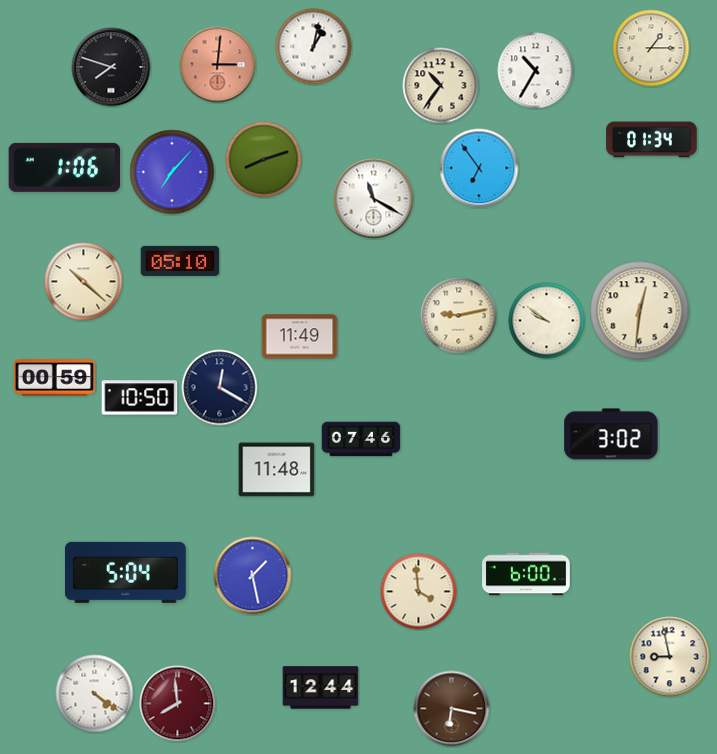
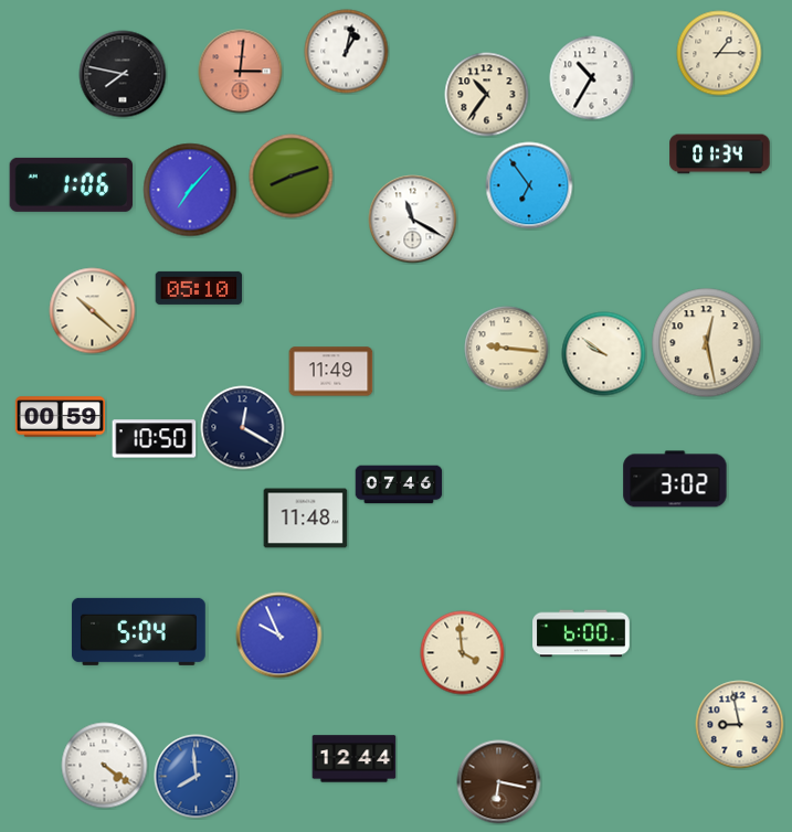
clock at (111, 67): 7:48 -> 7:47
clock at (640, 311): 12:31 -> 12:28
clock at (459, 316): 9:13 -> 9:16
clock at (253, 576): 1:28 -> 9:56
clock at (178, 704) dial: burgundy -> blue
